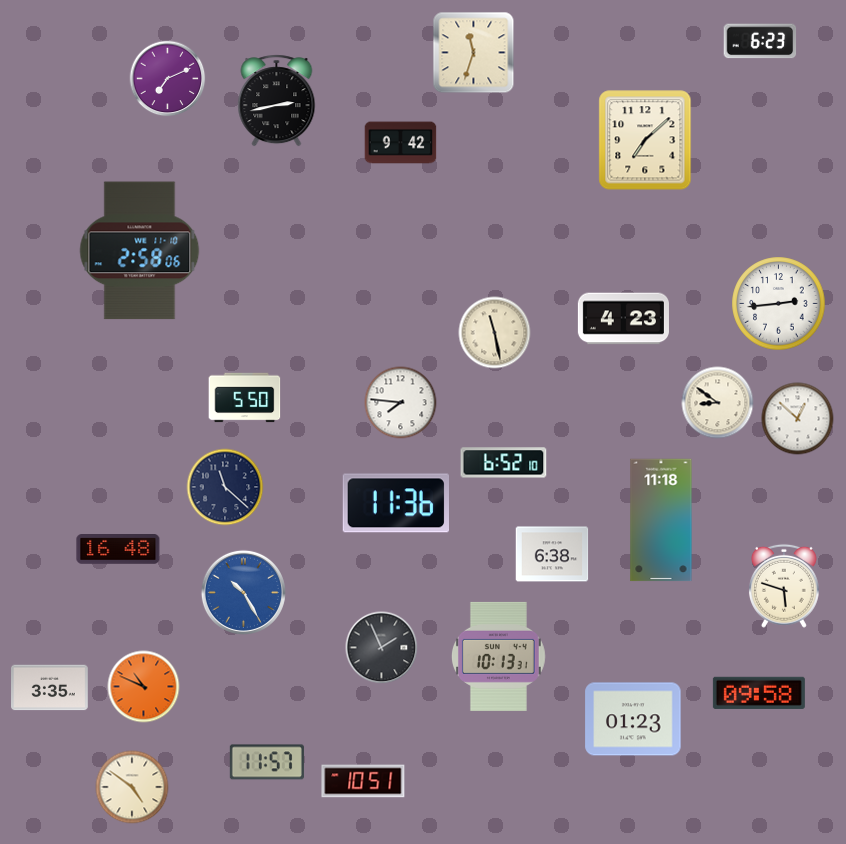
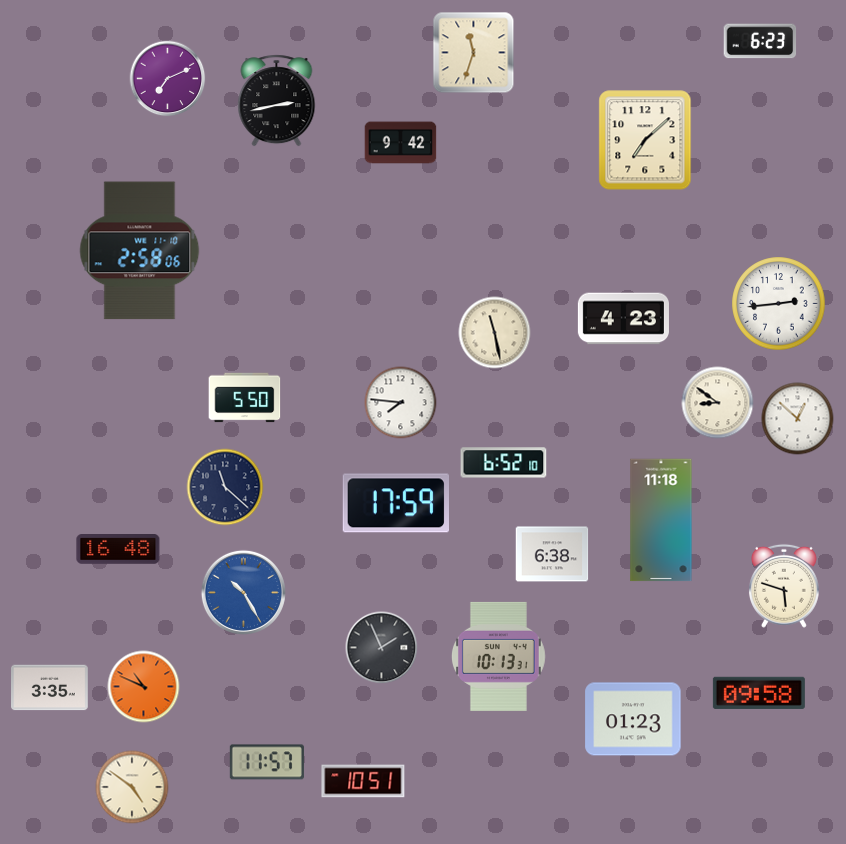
clock at (395, 503): 11:36 -> 17:59
